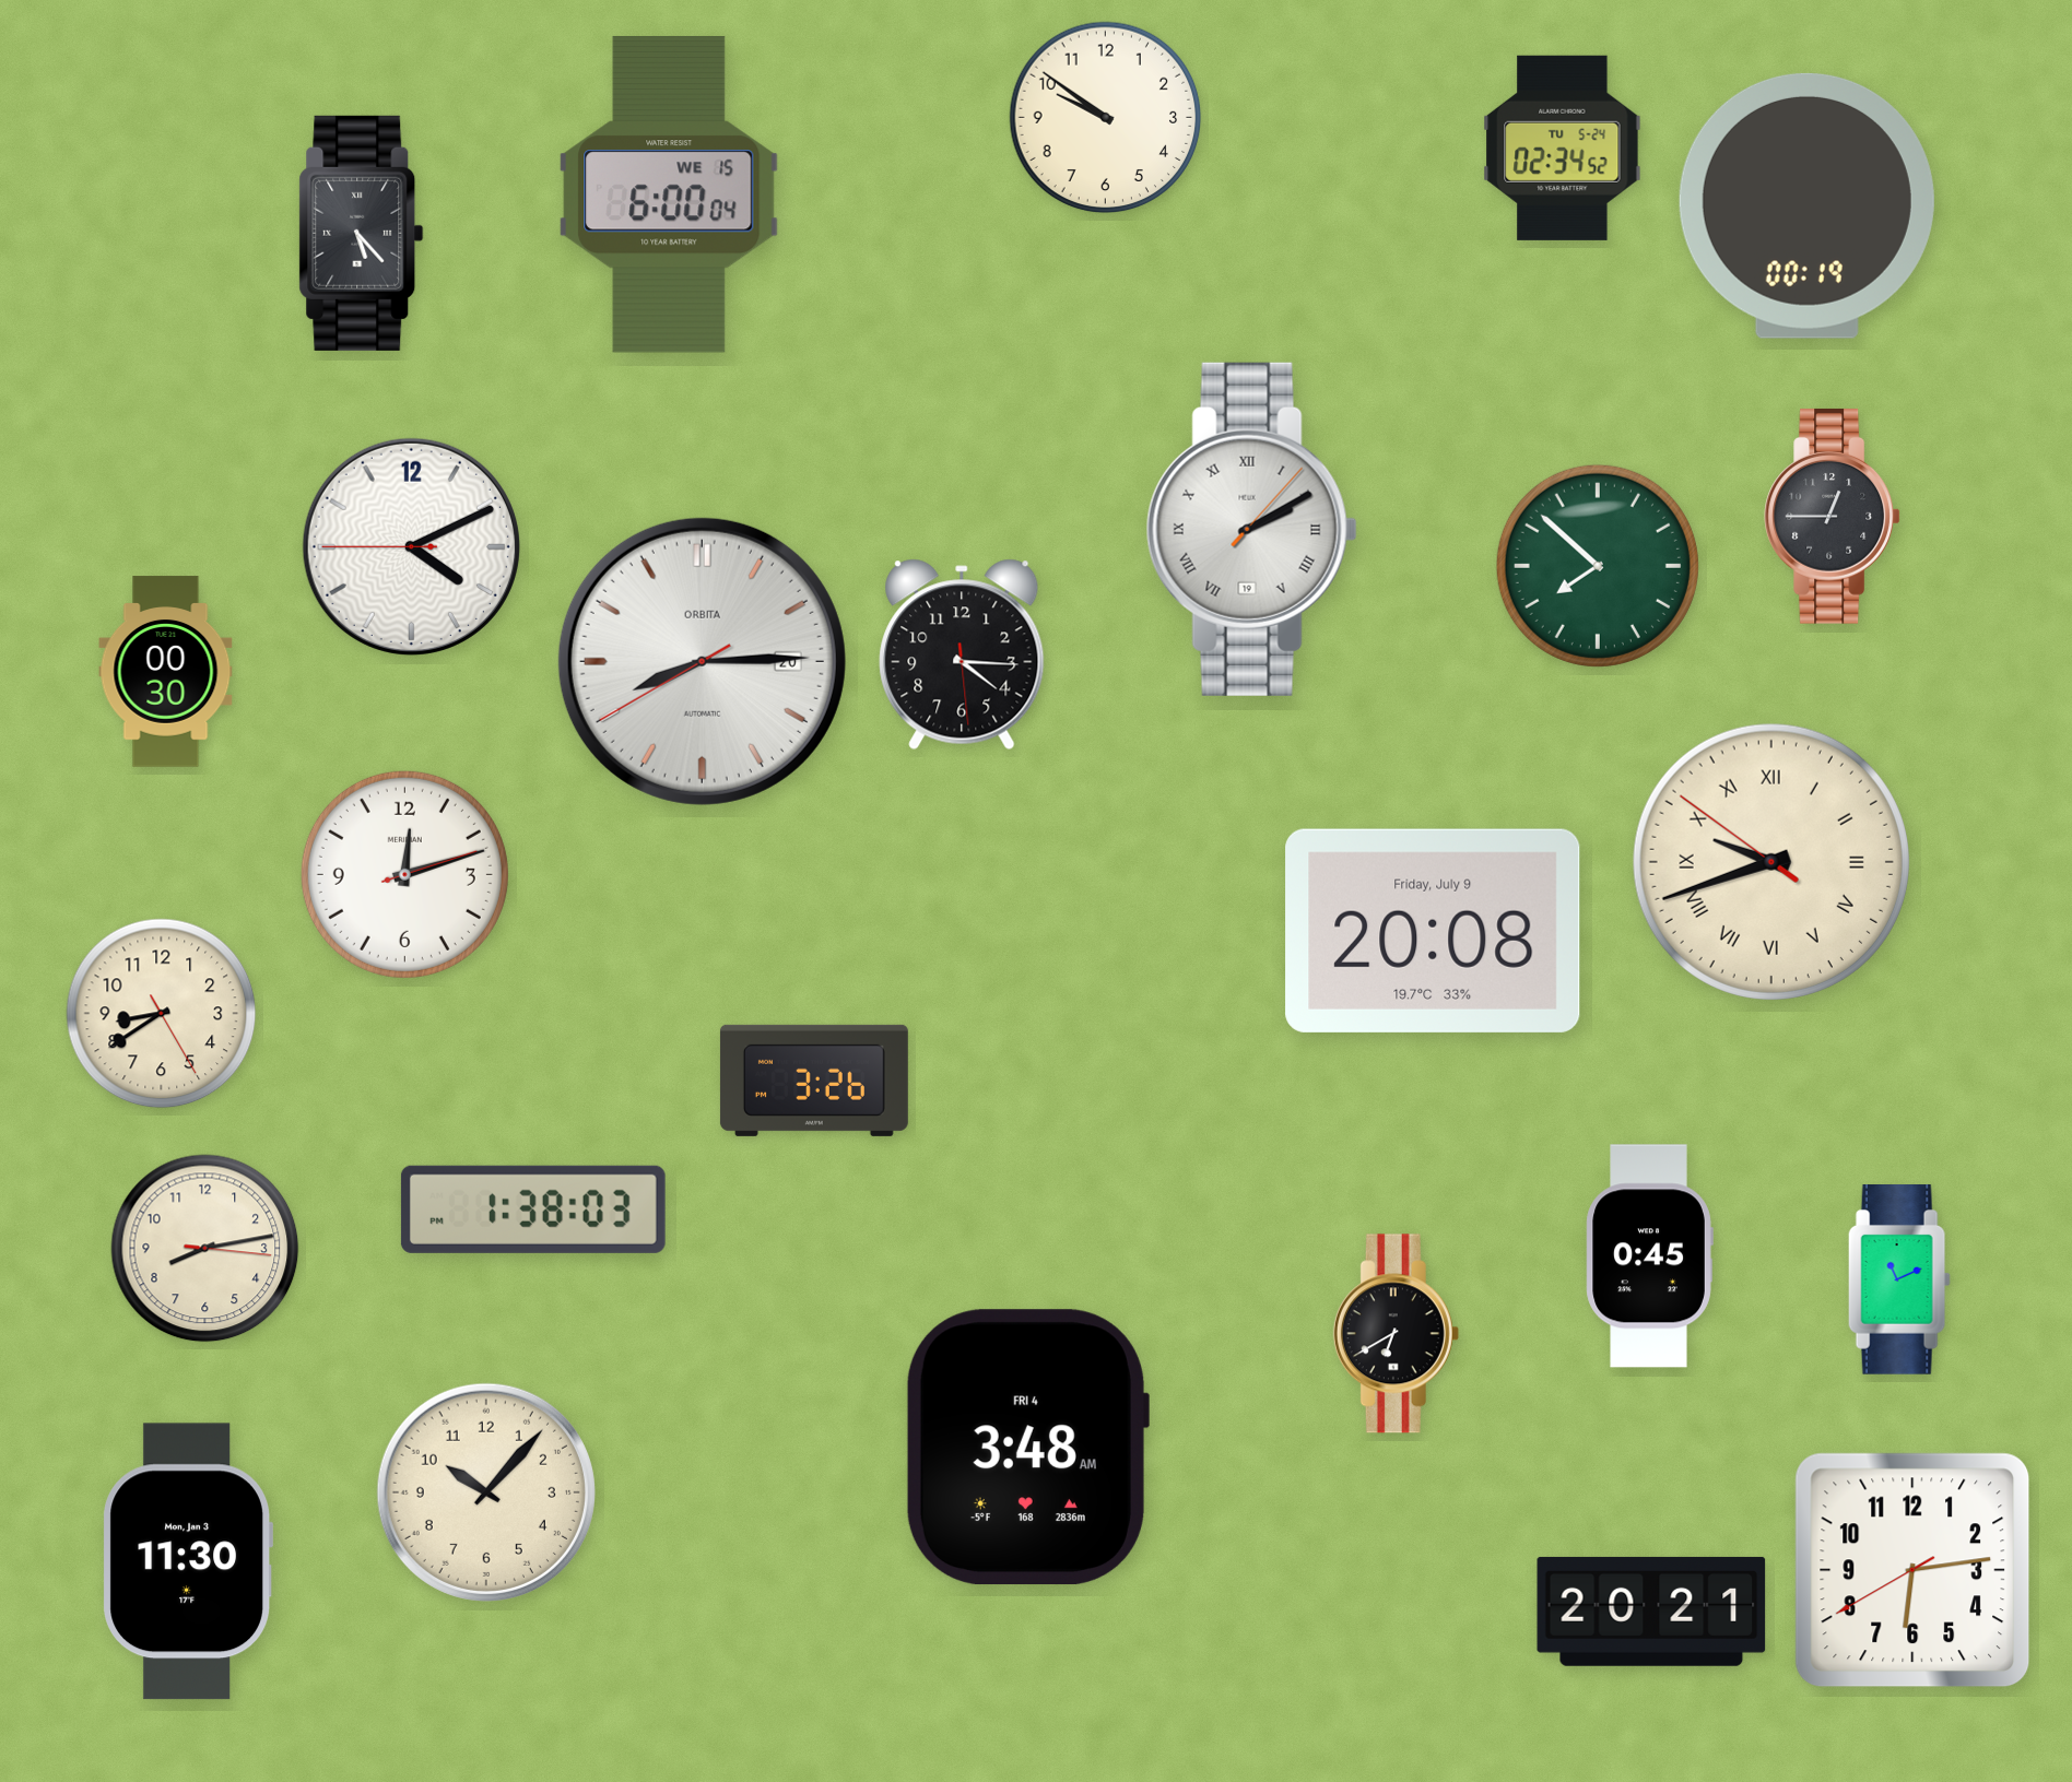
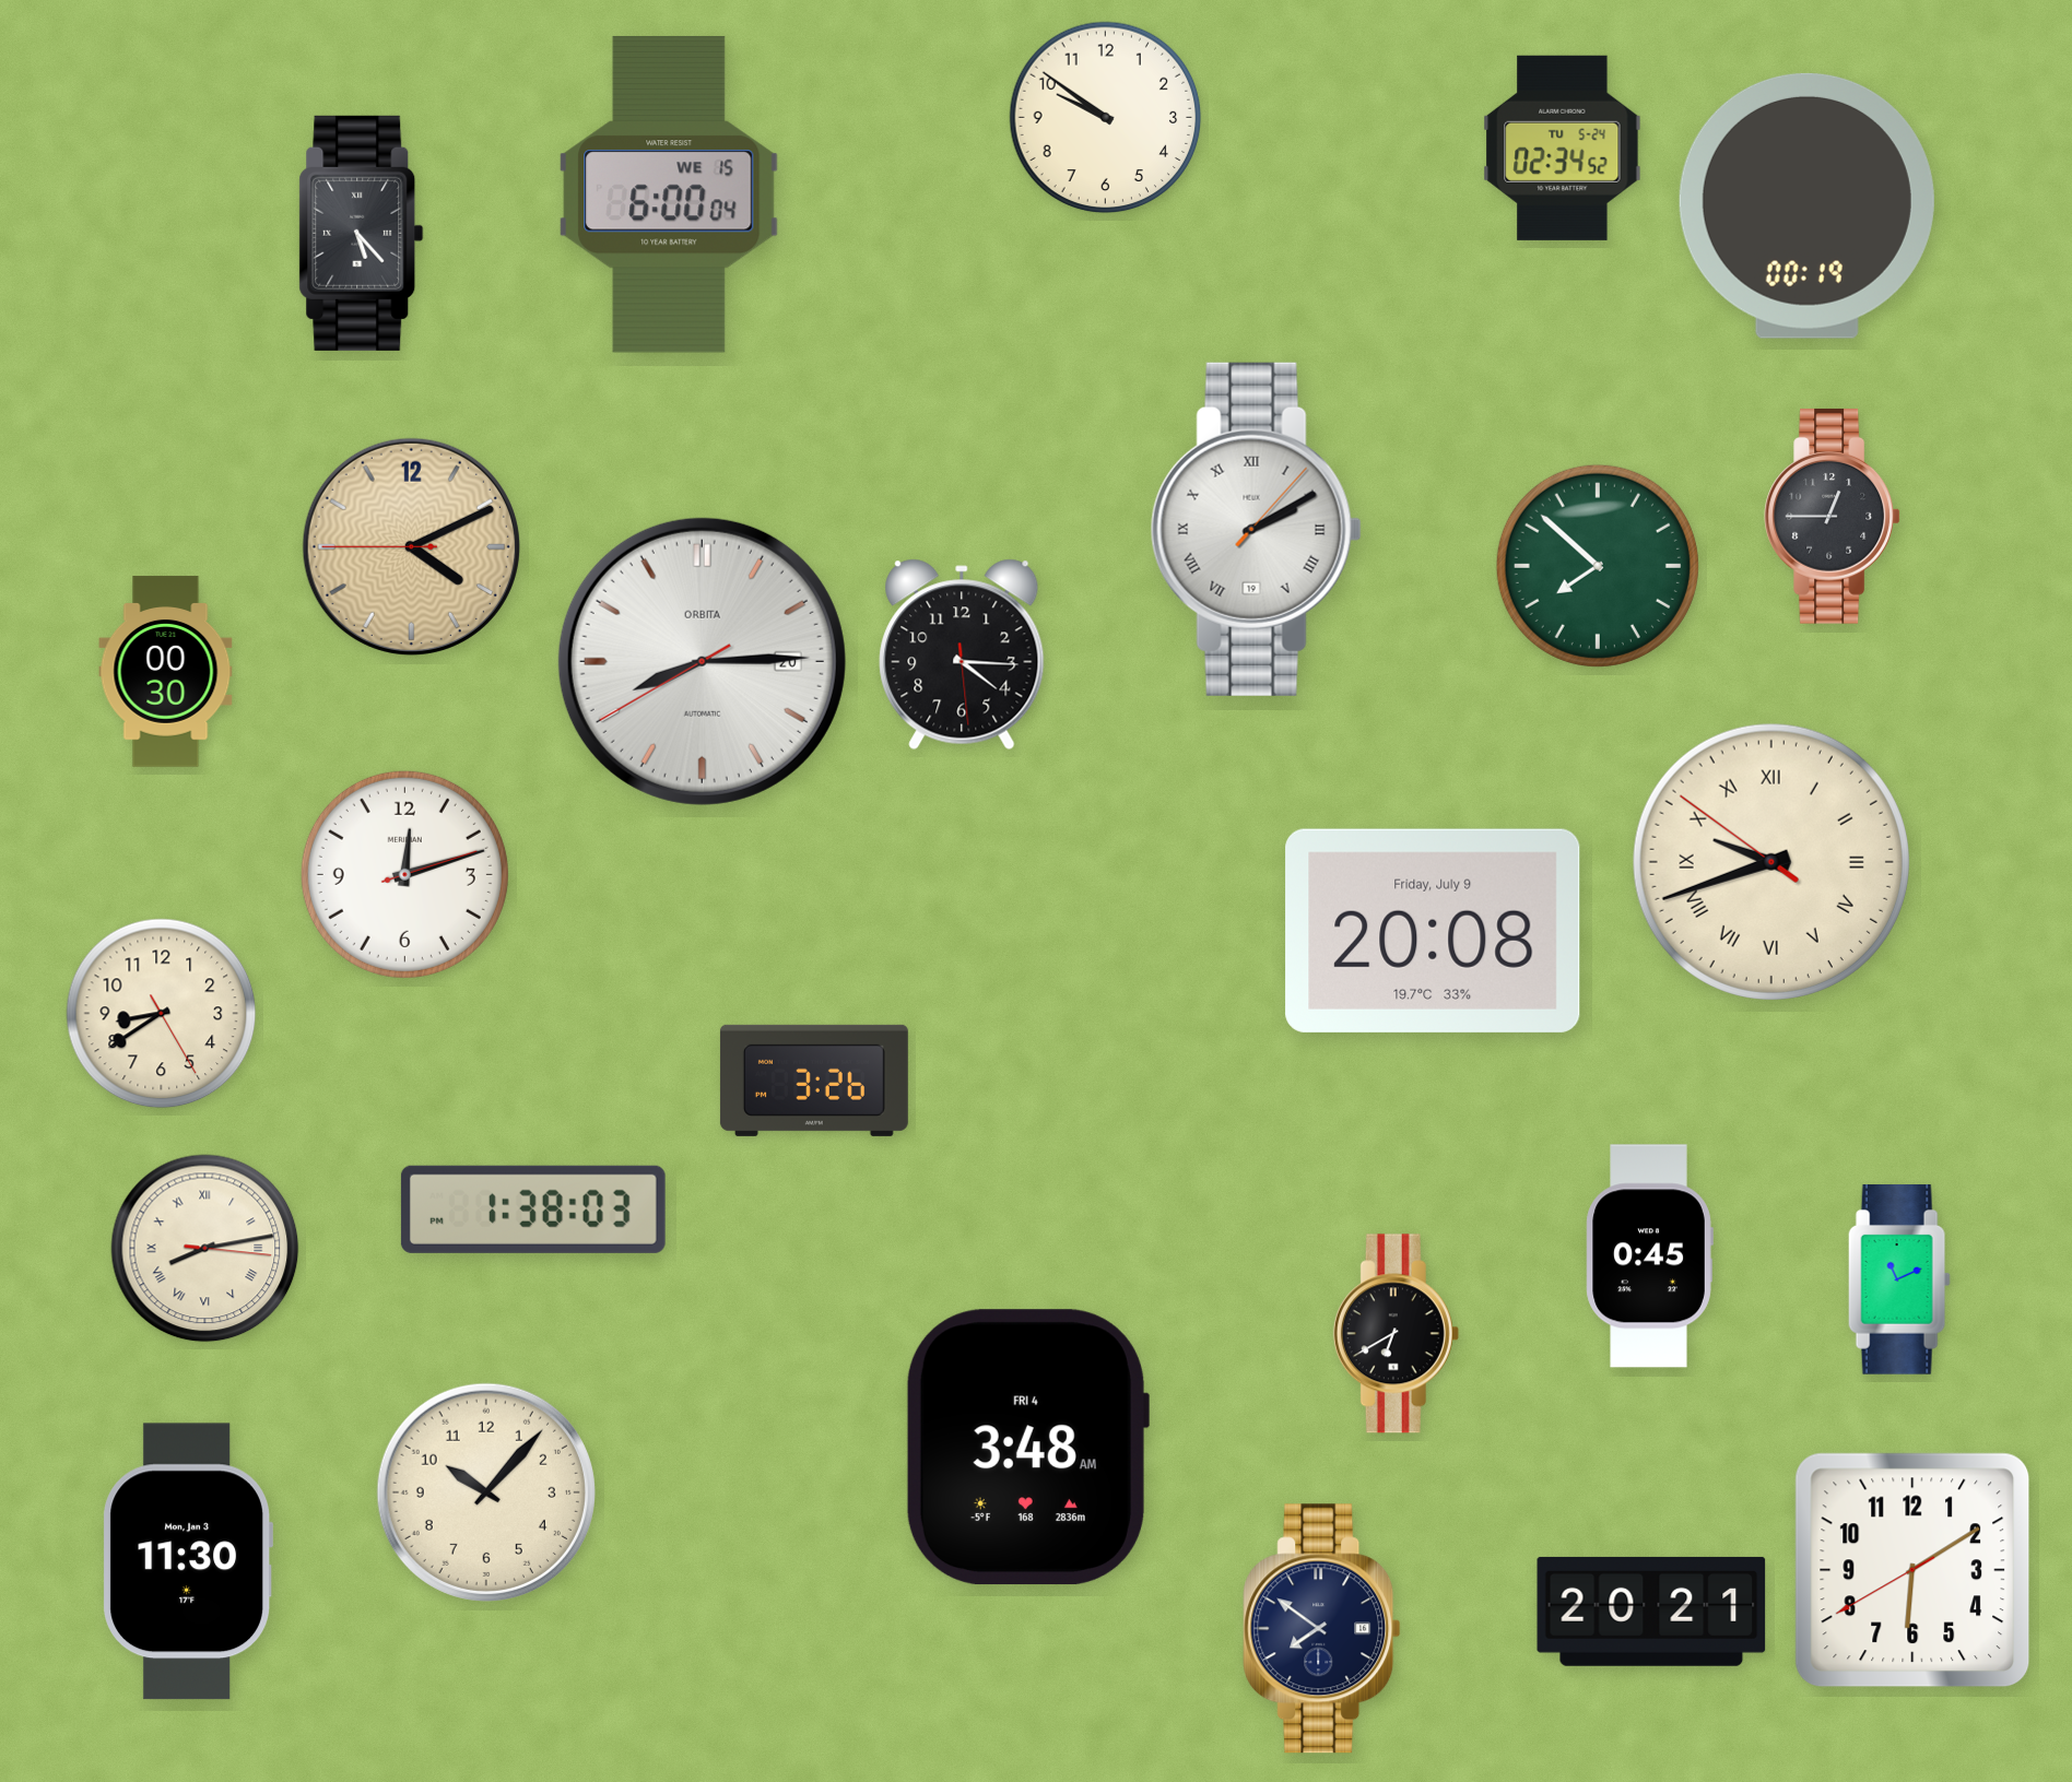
clock at (1251, 529) position: (1251, 529) -> (1256, 529)
clock at (411, 546) dial: white -> champagne
clock at (205, 1249) numerals: Arabic -> Roman
clock at (1912, 1570): 6:13 -> 6:09
clock at (1322, 1629): none -> 7:51
